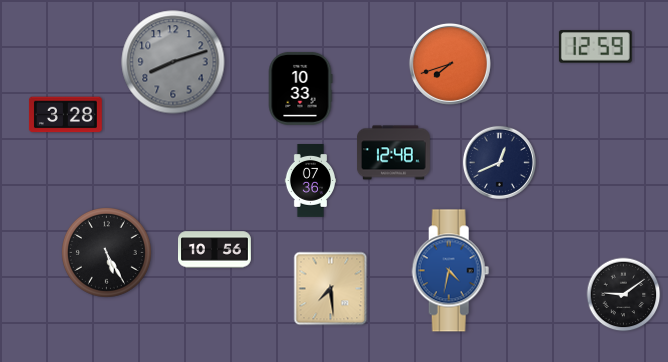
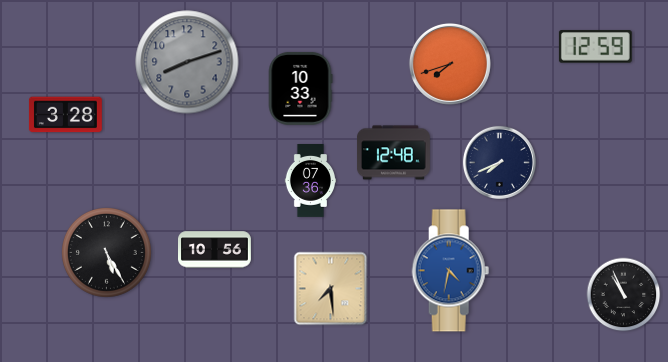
clock at (173, 62) position: (173, 62) -> (187, 62)
clock at (499, 162): 12:41 -> 7:41
clock at (624, 295): 9:09 -> 10:56
